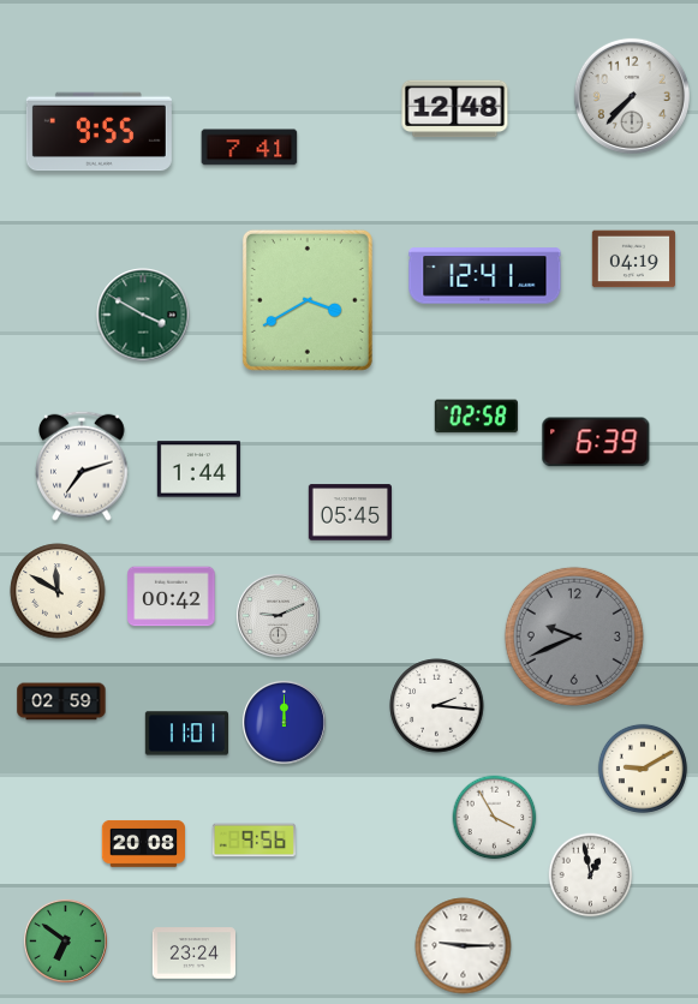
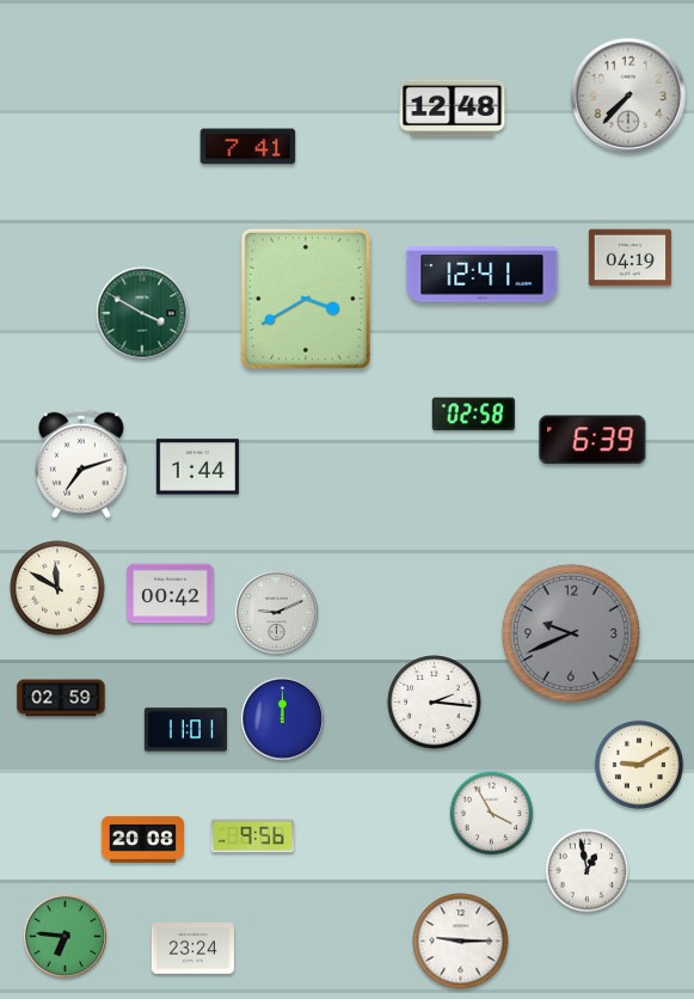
clock at (99, 132): 9:55 -> none
clock at (350, 513): 05:45 -> none
clock at (65, 940): 6:51 -> 6:46
